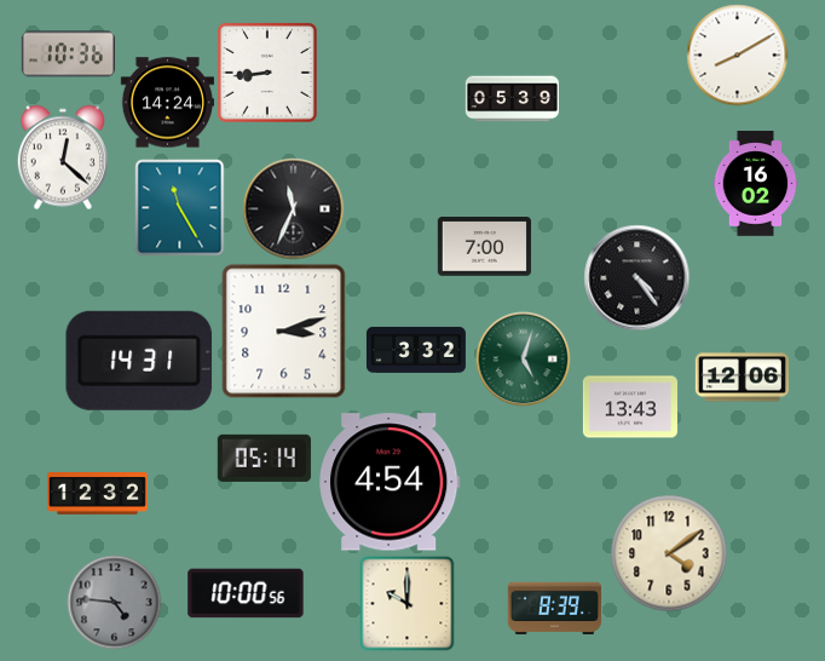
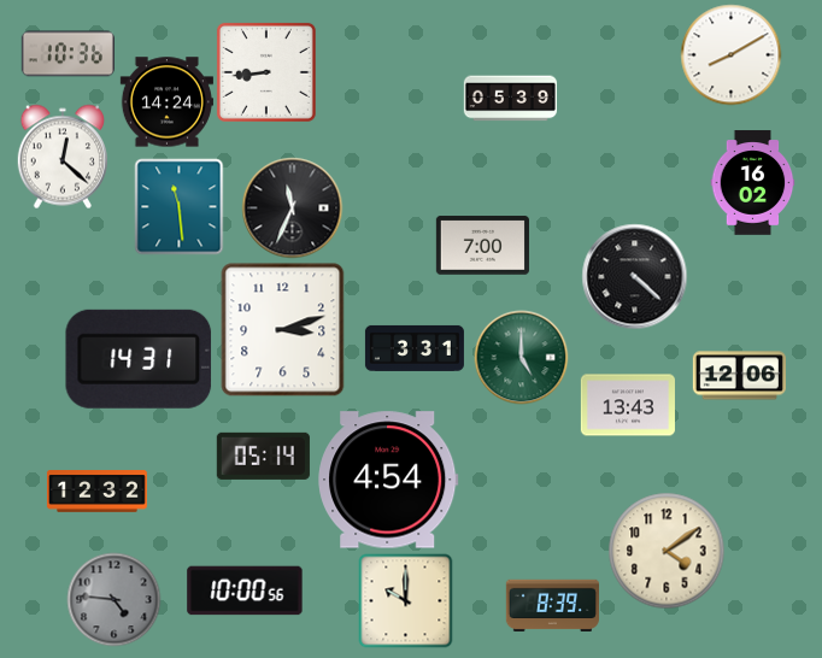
clock at (737, 54) position: (737, 54) -> (730, 54)
clock at (180, 207): 11:25 -> 11:29
clock at (636, 277): 4:24 -> 4:22
clock at (416, 350): 3:32 -> 3:31
clock at (523, 358): 5:03 -> 5:00
